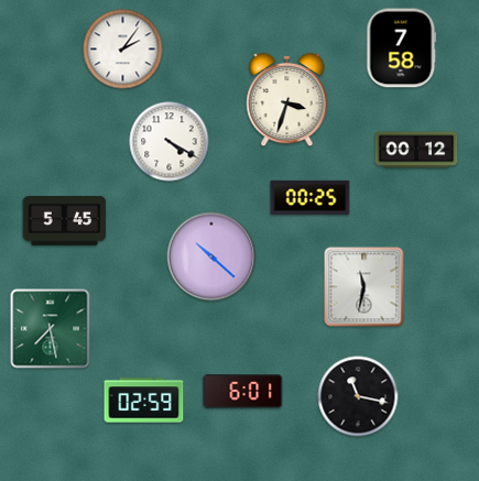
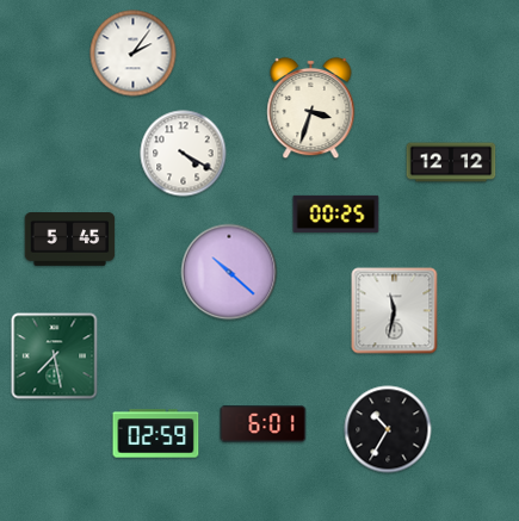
clock at (402, 48): 7:58 -> none
clock at (416, 150): 00:12 -> 12:12
clock at (211, 256) position: (211, 256) -> (229, 272)
clock at (358, 396): 11:17 -> 10:35
